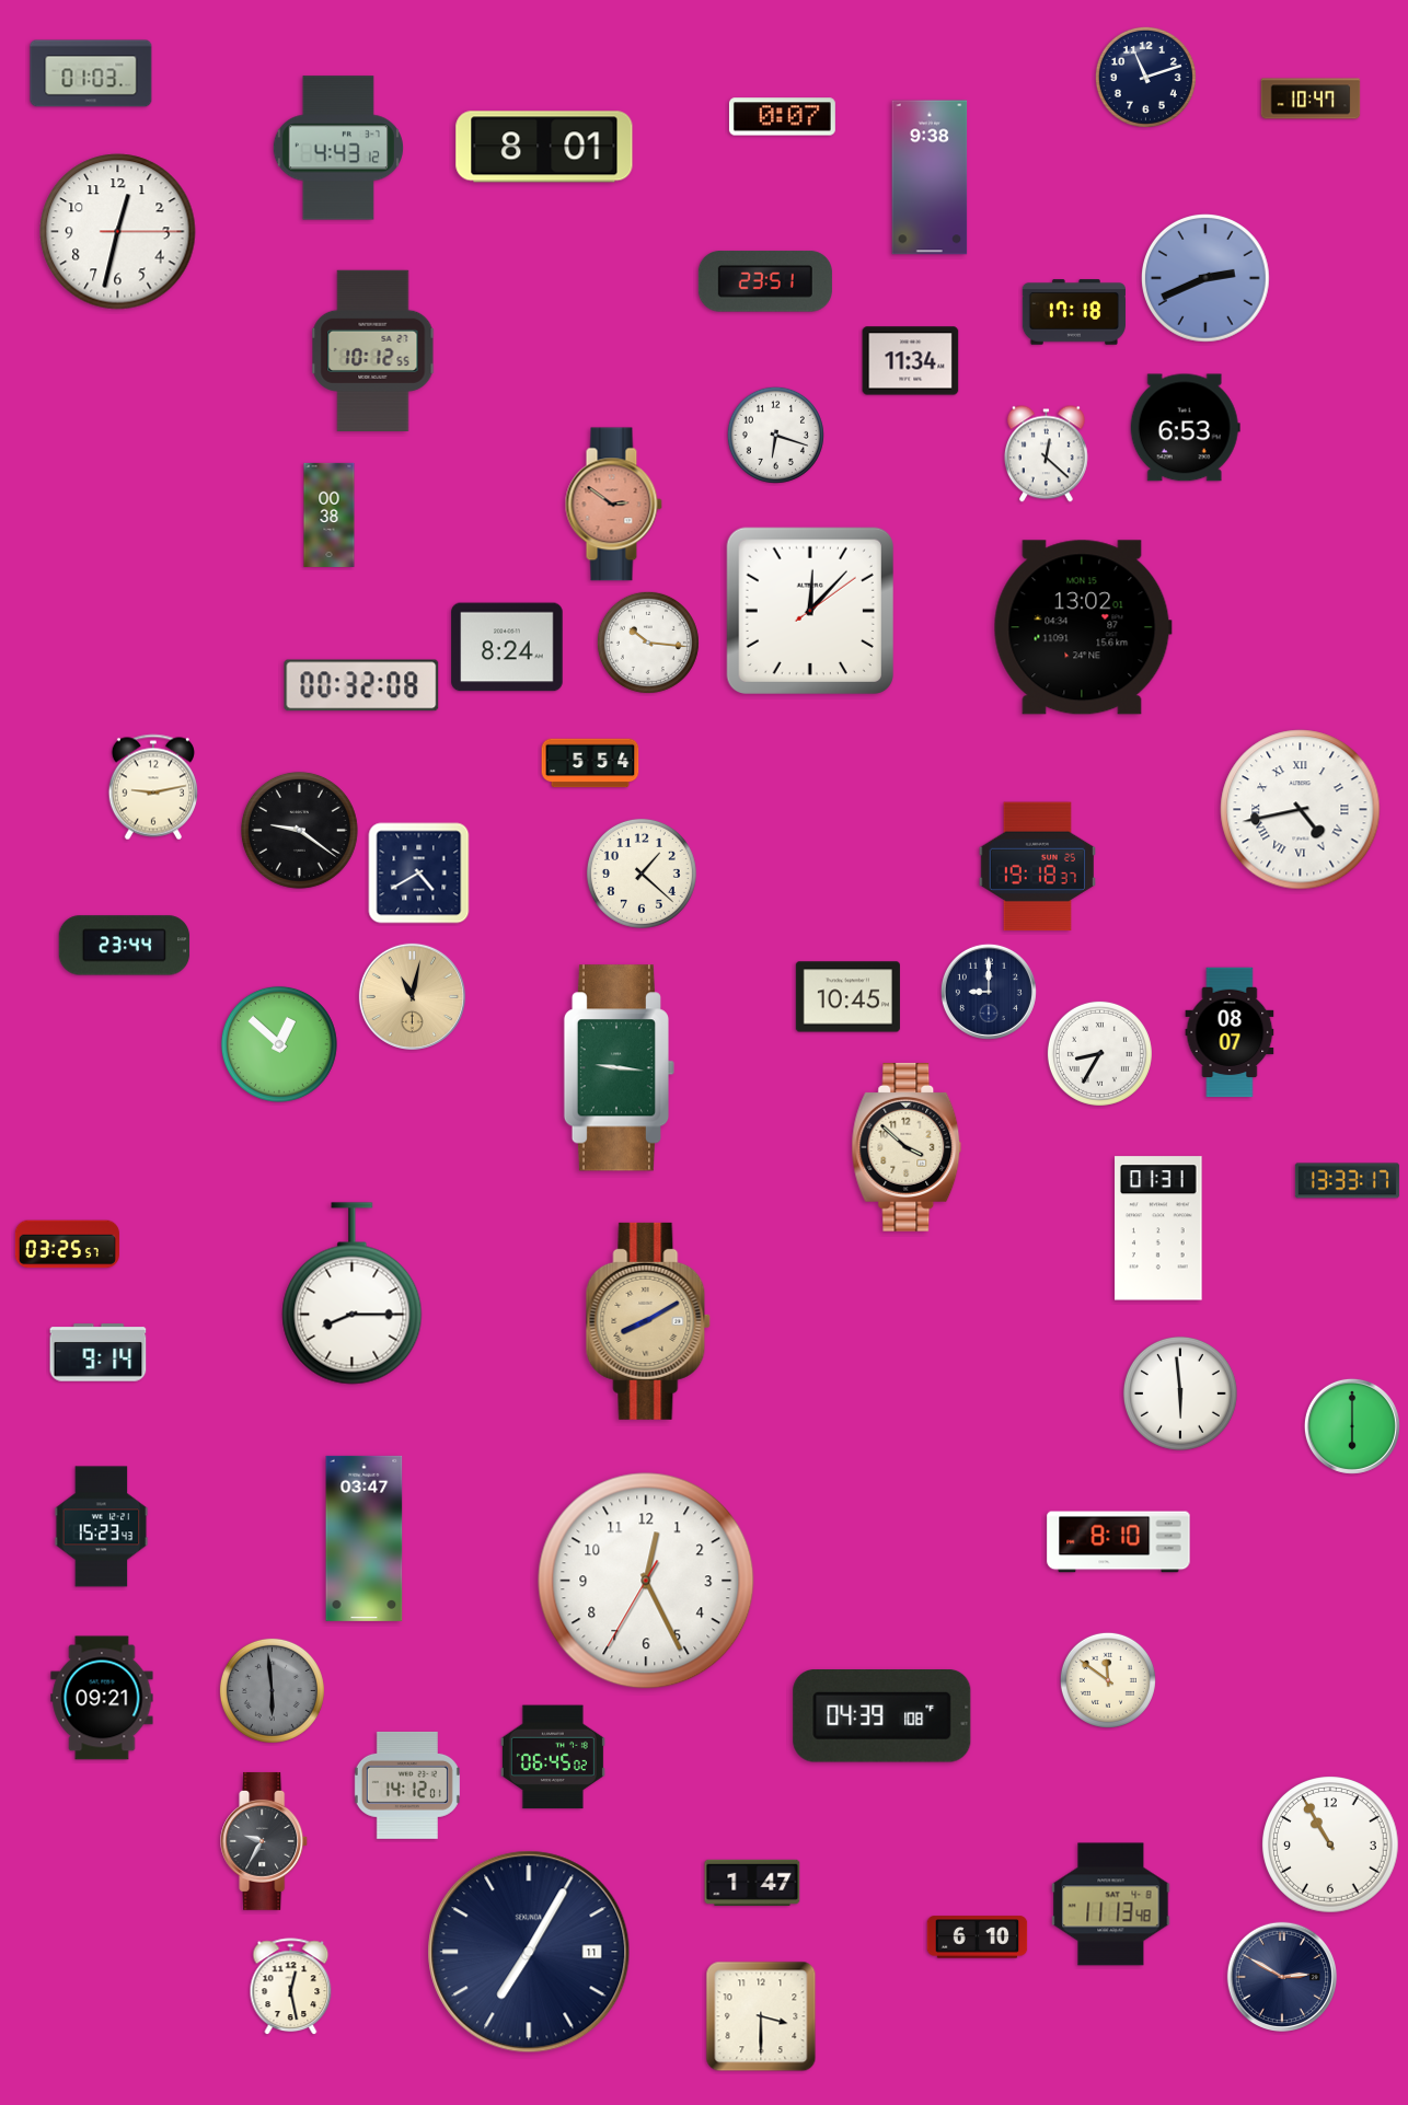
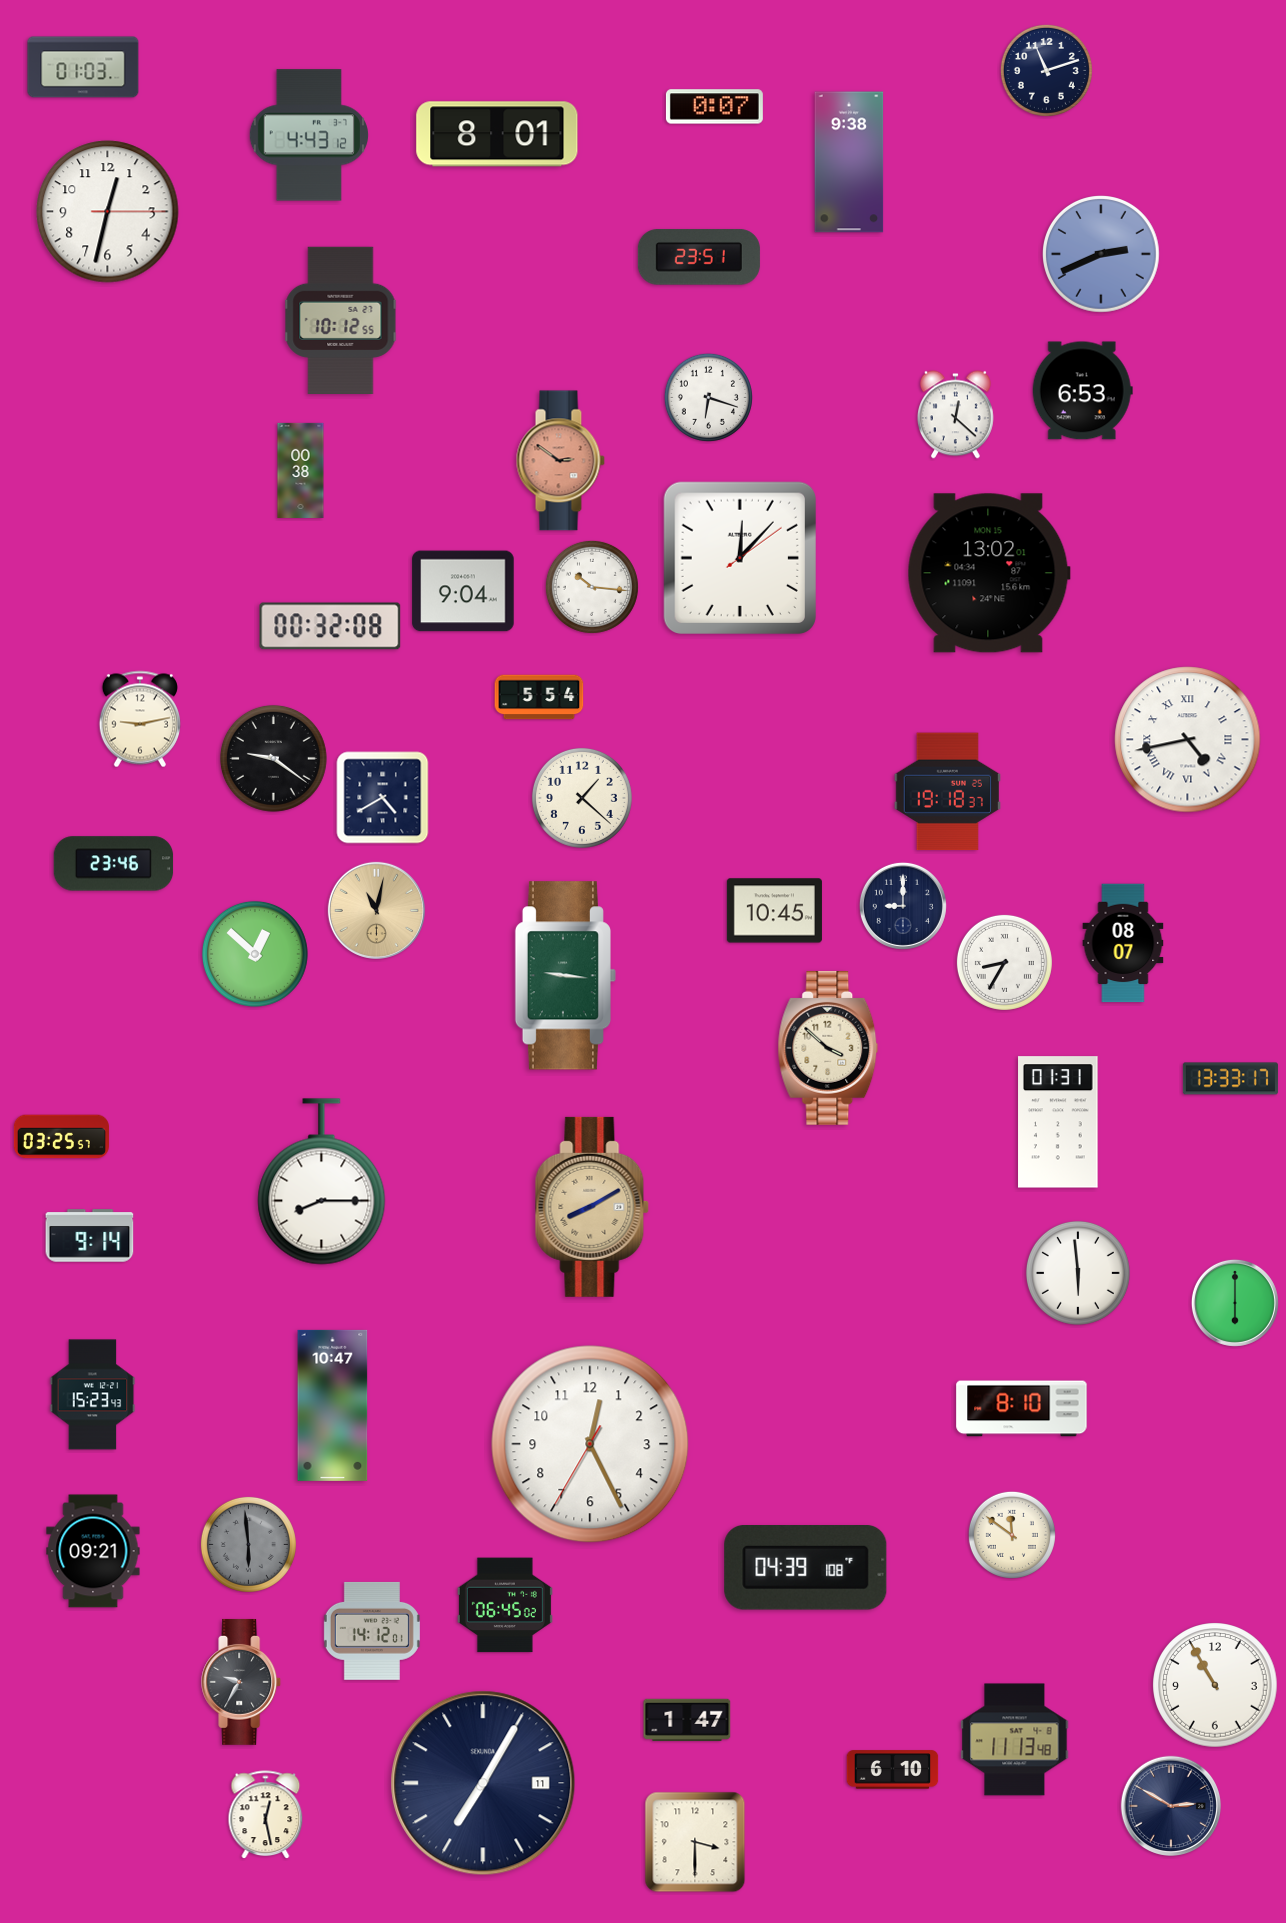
clock at (1311, 99): 10:47 -> none
clock at (1074, 312): 17:18 -> none
clock at (911, 361): 11:34 -> none
clock at (507, 647): 8:24 -> 9:04
clock at (642, 874) position: (642, 874) -> (582, 798)
clock at (125, 946): 23:44 -> 23:46
clock at (365, 1538): 03:47 -> 10:47
